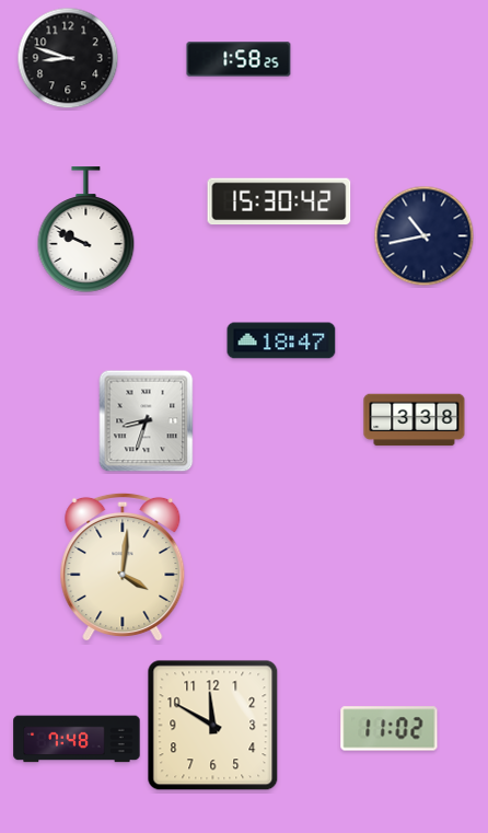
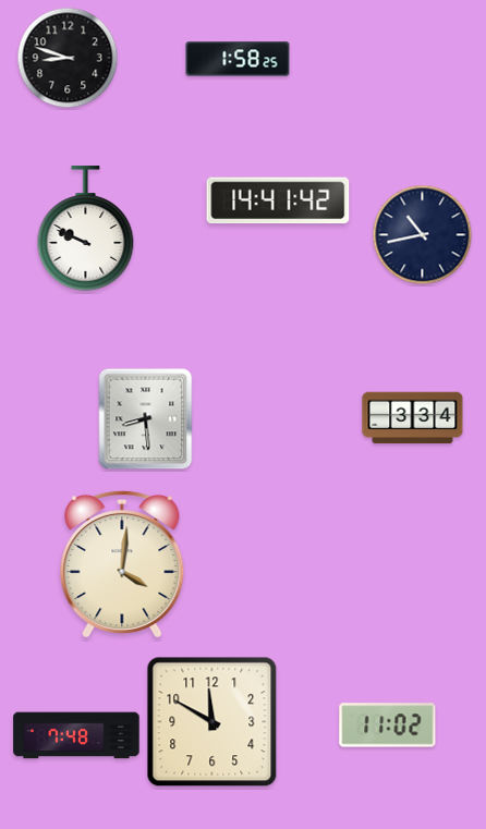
clock at (279, 201): 15:30 -> 14:41
clock at (281, 340): 18:47 -> none
clock at (415, 420): 3:38 -> 3:34
clock at (147, 421): 8:33 -> 8:29
